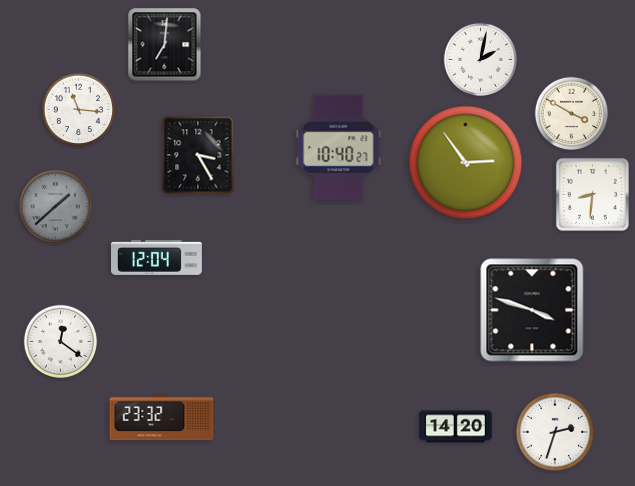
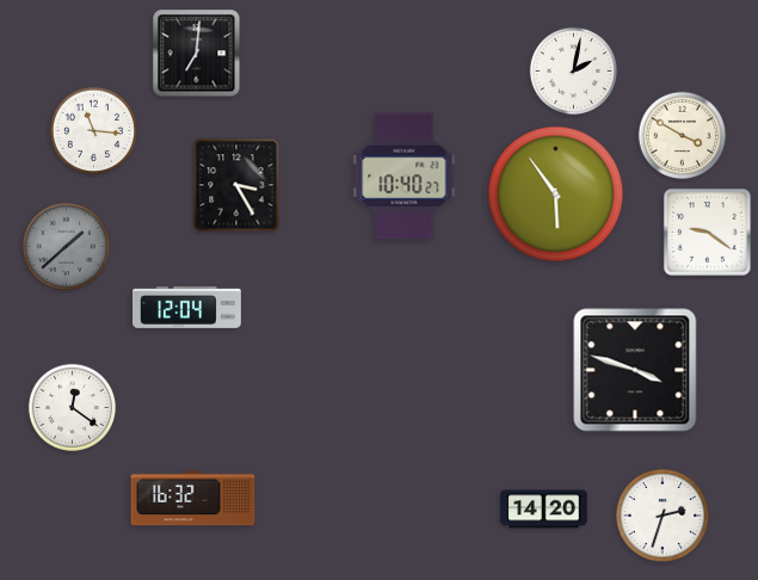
clock at (466, 163): 2:54 -> 5:54
clock at (592, 194): 8:31 -> 9:21
clock at (162, 418): 23:32 -> 16:32
